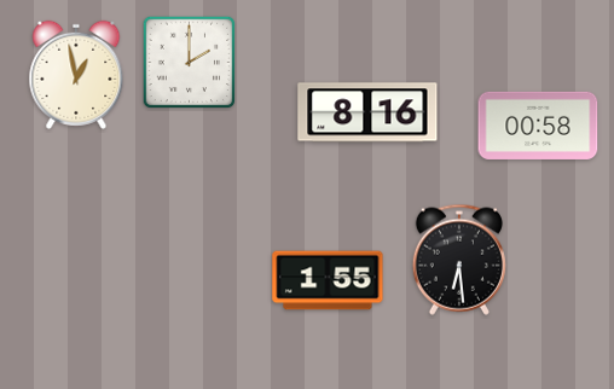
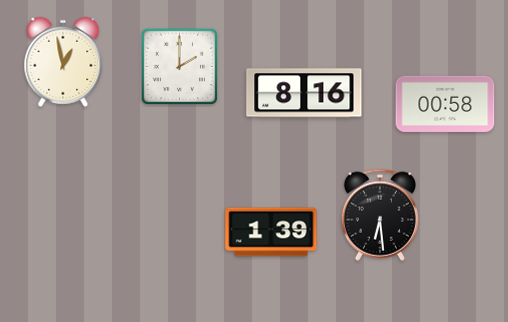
clock at (190, 63) position: (190, 63) -> (180, 67)
clock at (328, 280): 1:55 -> 1:39
